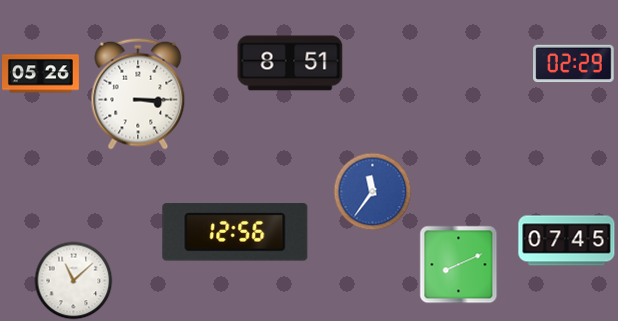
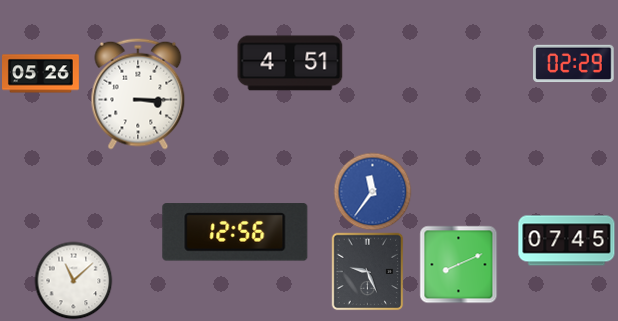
clock at (290, 63): 8:51 -> 4:51
clock at (368, 271): none -> 9:26
